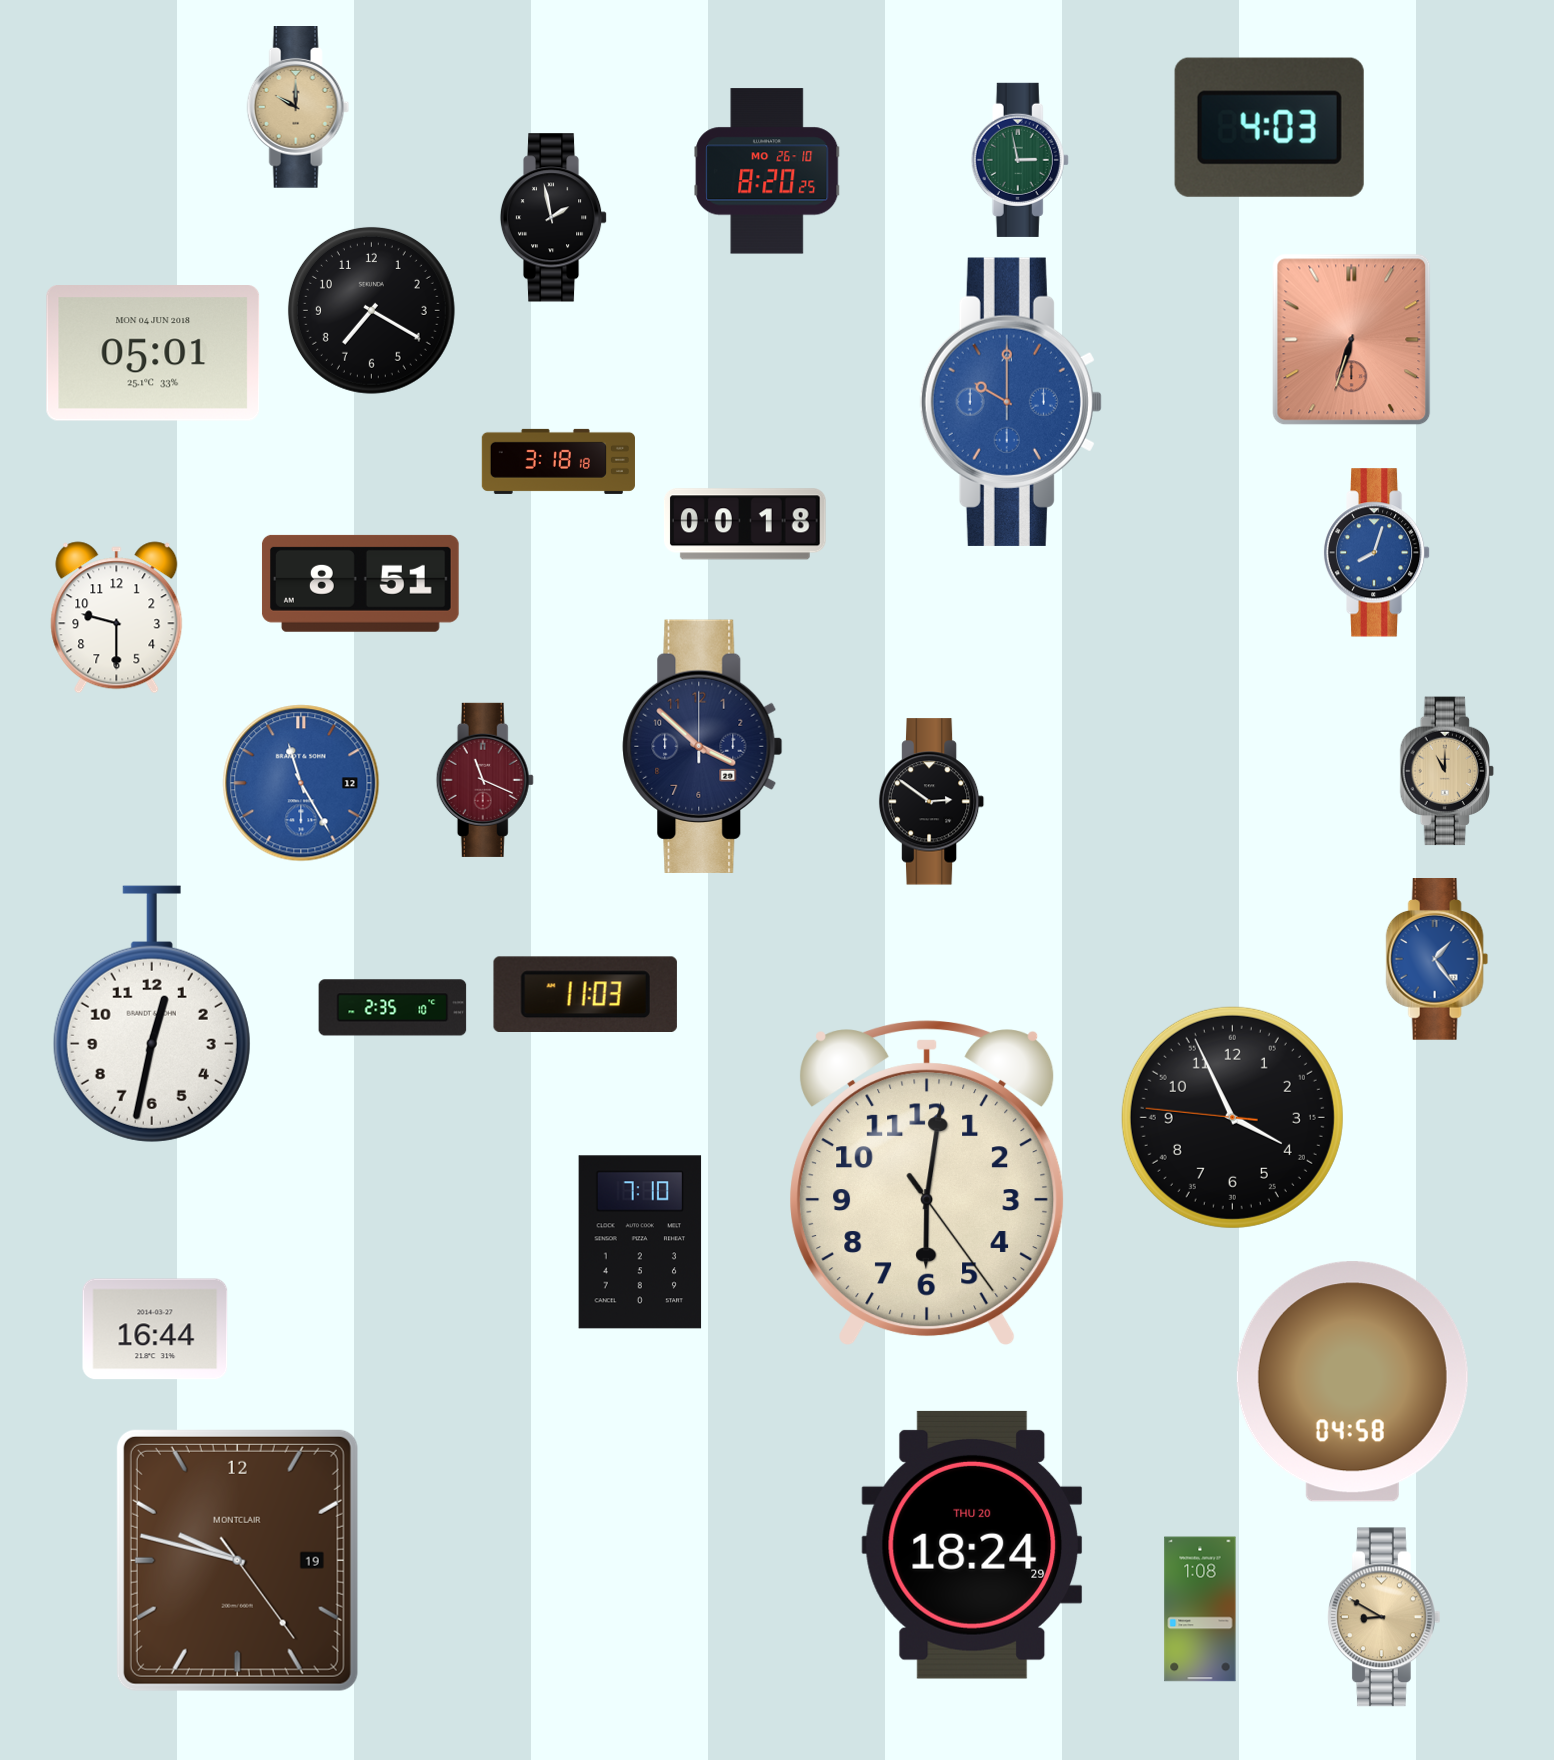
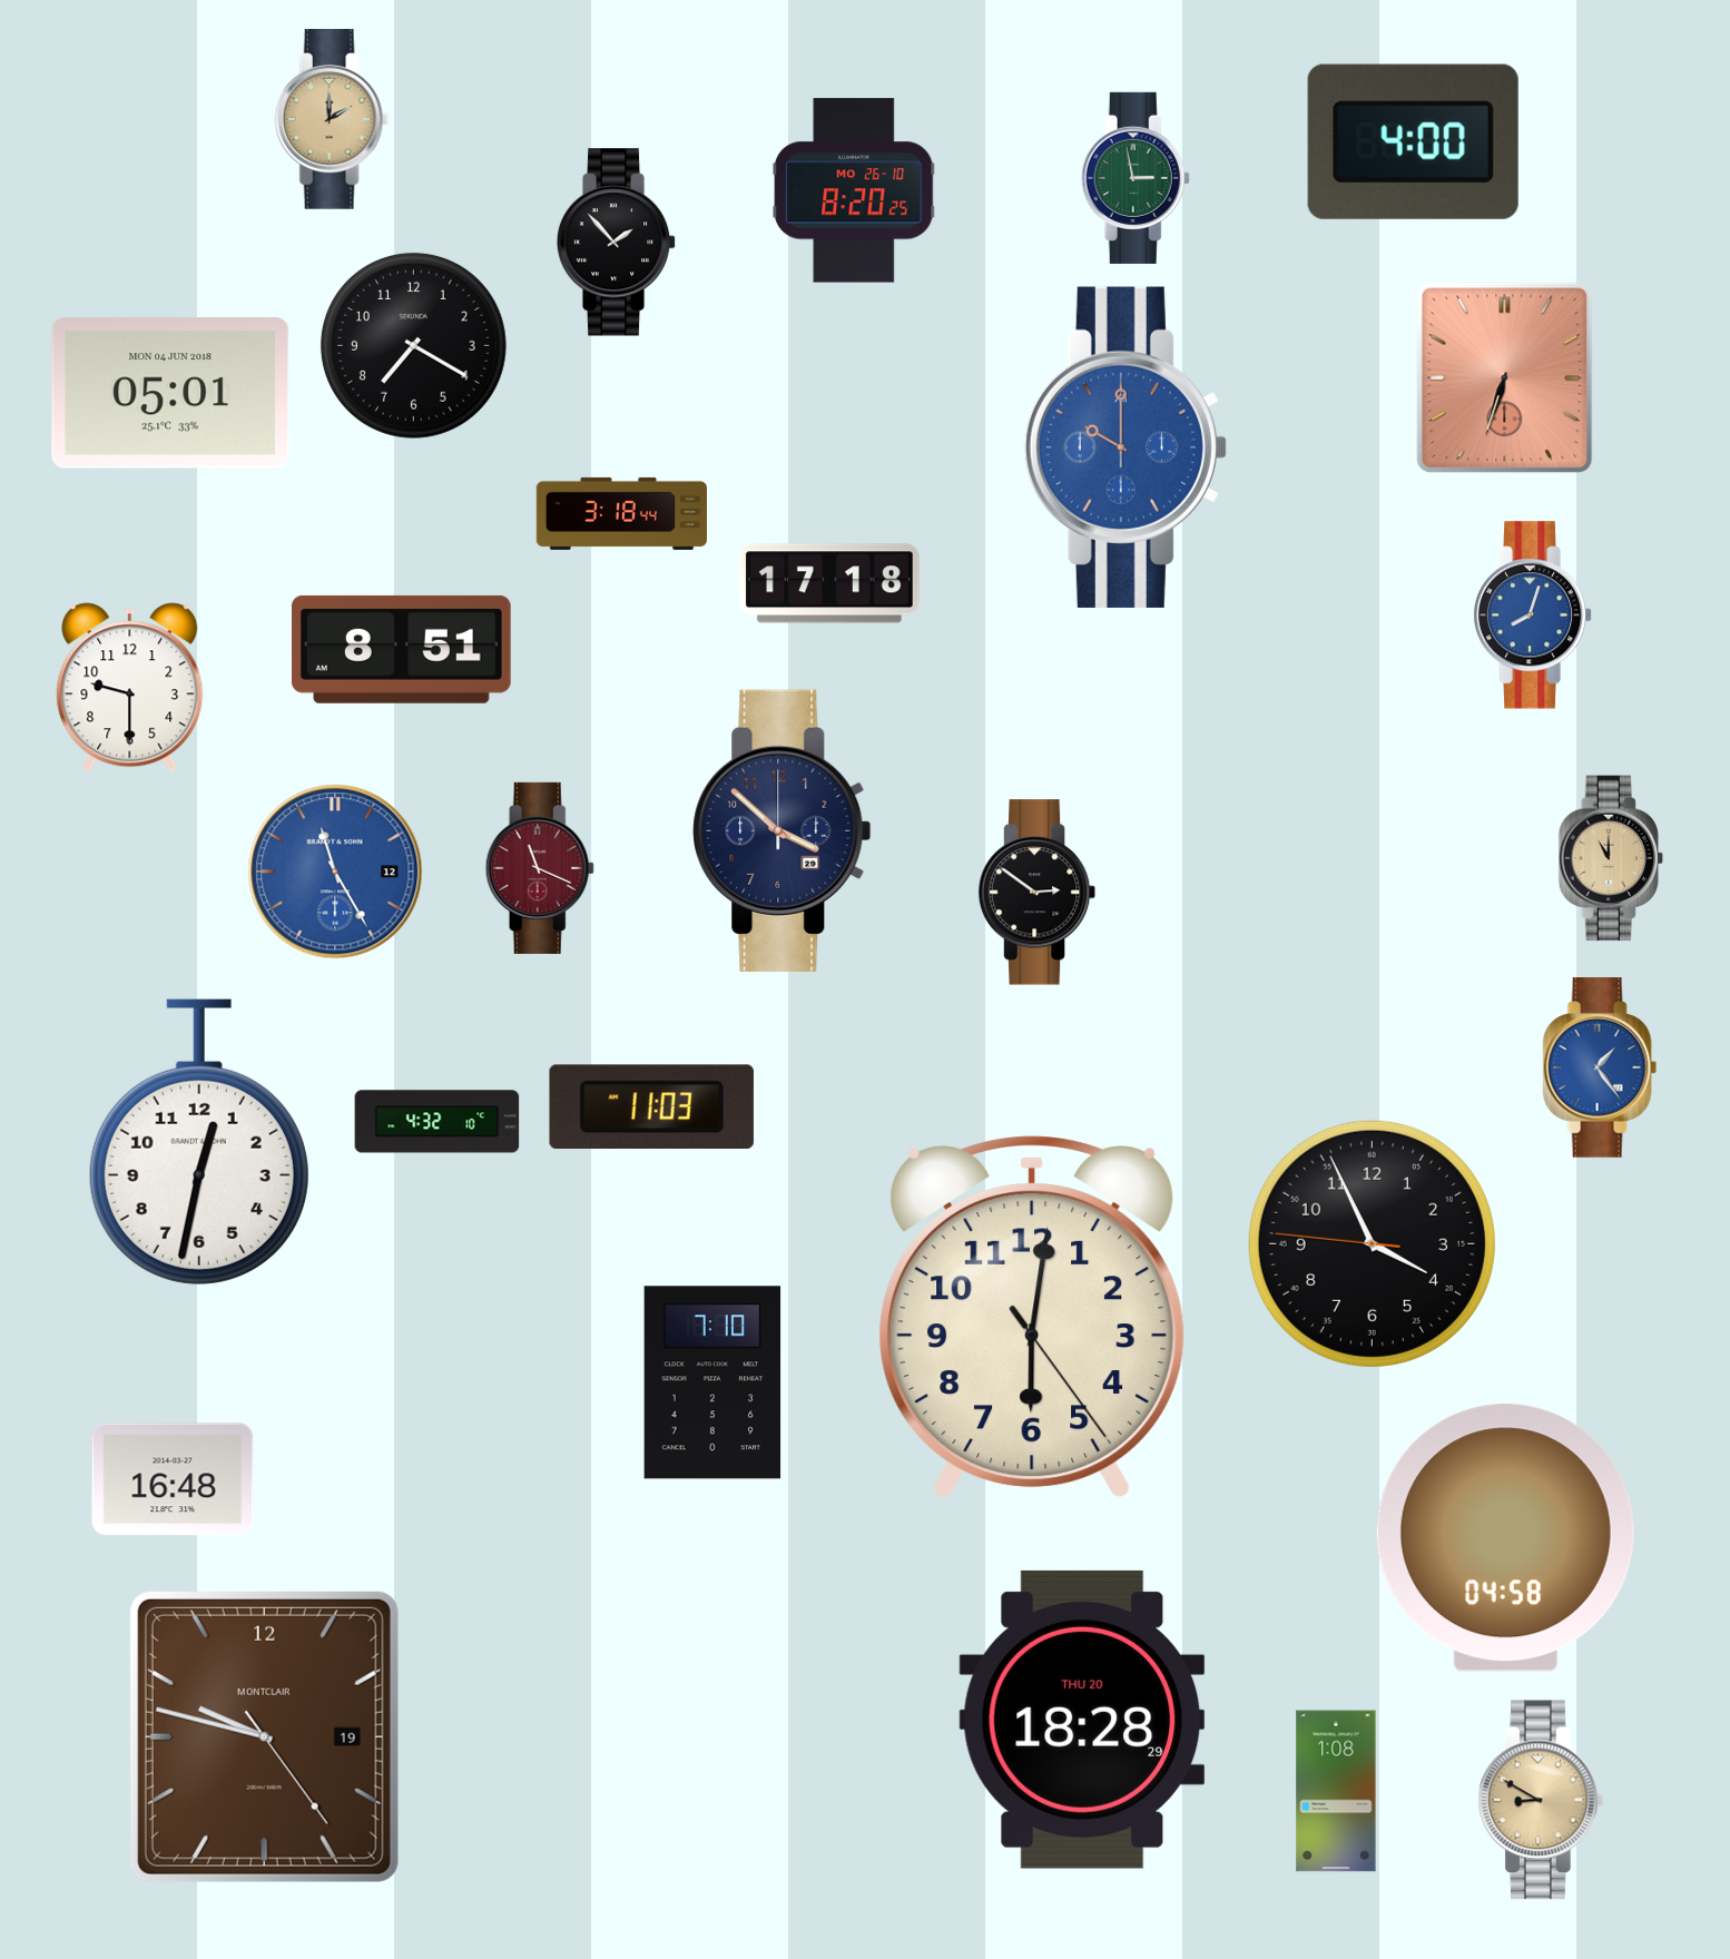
clock at (298, 108): 10:00 -> 2:00
clock at (1269, 127): 4:03 -> 4:00
clock at (554, 218): 1:58 -> 1:53
clock at (558, 461): 3:18:18 -> 3:18:44
clock at (745, 524): 00:18 -> 17:18
clock at (393, 1008): 2:35 -> 4:32
clock at (152, 1014) position: (152, 1014) -> (199, 1142)
clock at (155, 1329): 16:44 -> 16:48
clock at (972, 1545): 18:24 -> 18:28
